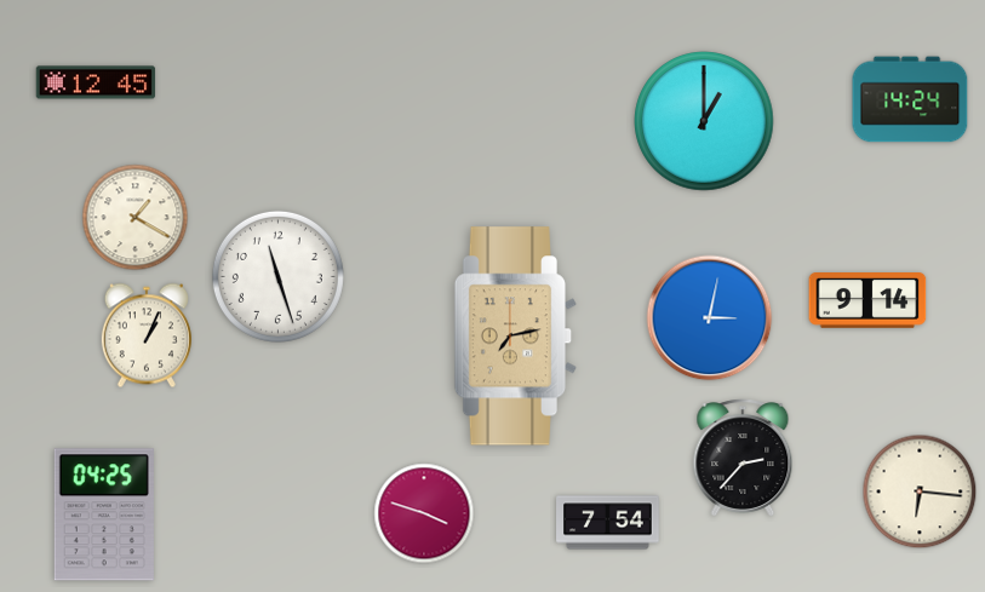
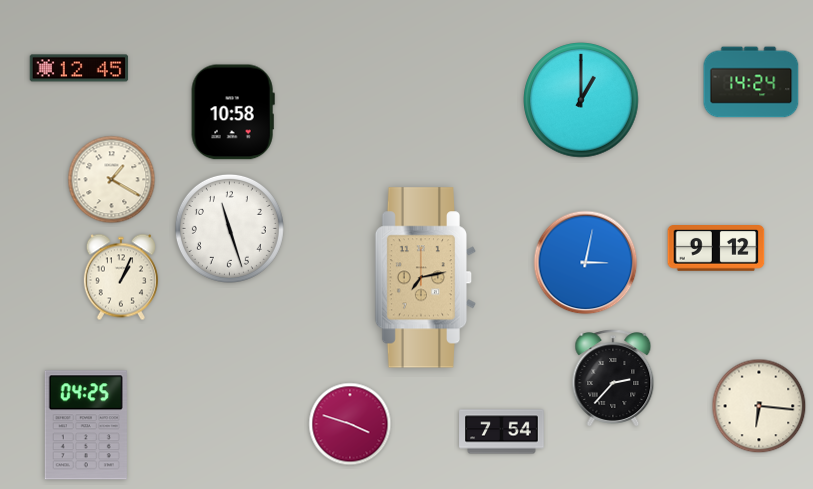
clock at (233, 112): none -> 10:58
clock at (867, 301): 9:14 -> 9:12
